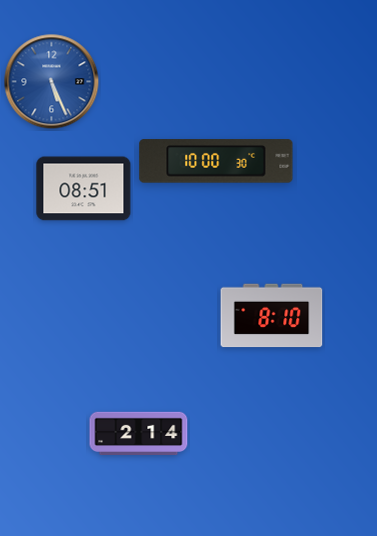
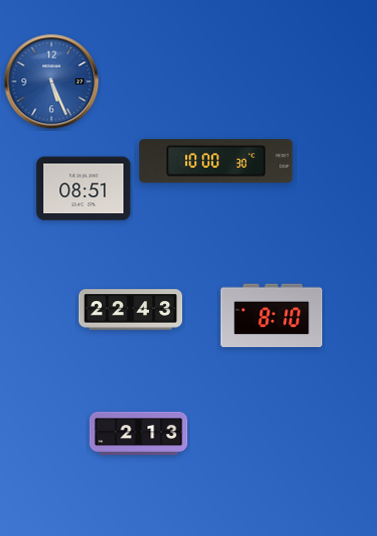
clock at (131, 310): none -> 22:43
clock at (139, 433): 2:14 -> 2:13
